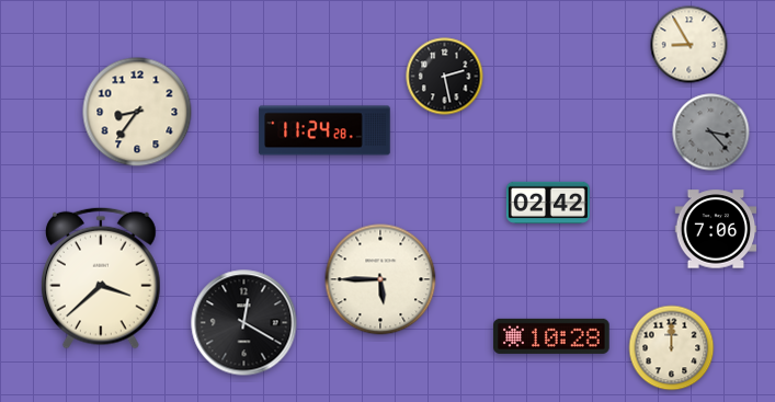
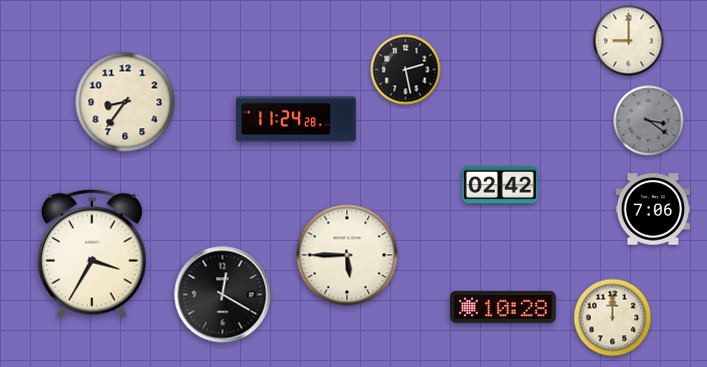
clock at (689, 45): 8:55 -> 9:00
clock at (711, 133): 3:23 -> 3:21
clock at (101, 278): 3:38 -> 3:35
